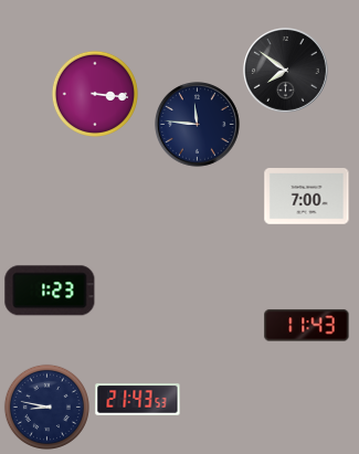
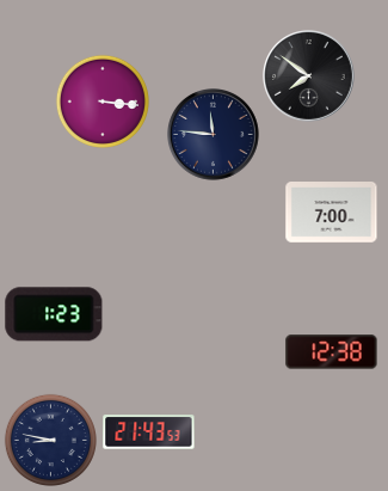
clock at (307, 326): 11:43 -> 12:38
